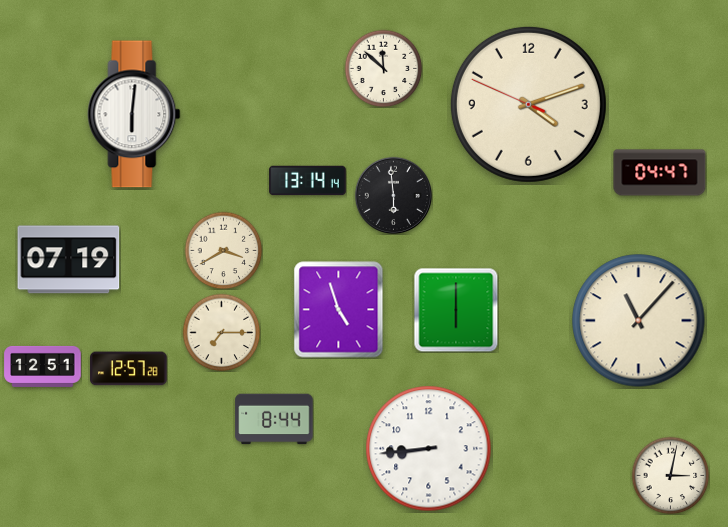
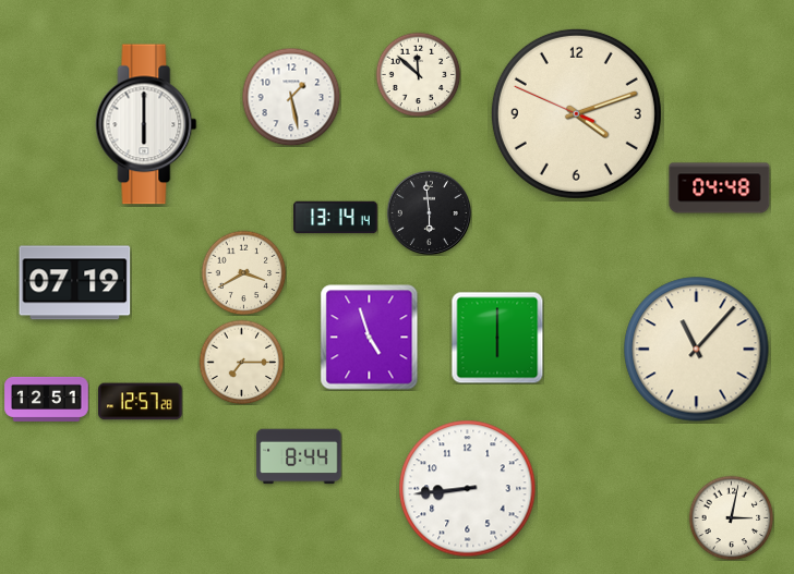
clock at (291, 97): none -> 1:28
clock at (134, 114): 6:01 -> 6:00
clock at (660, 173): 04:47 -> 04:48
clock at (308, 181) position: (308, 181) -> (336, 218)
